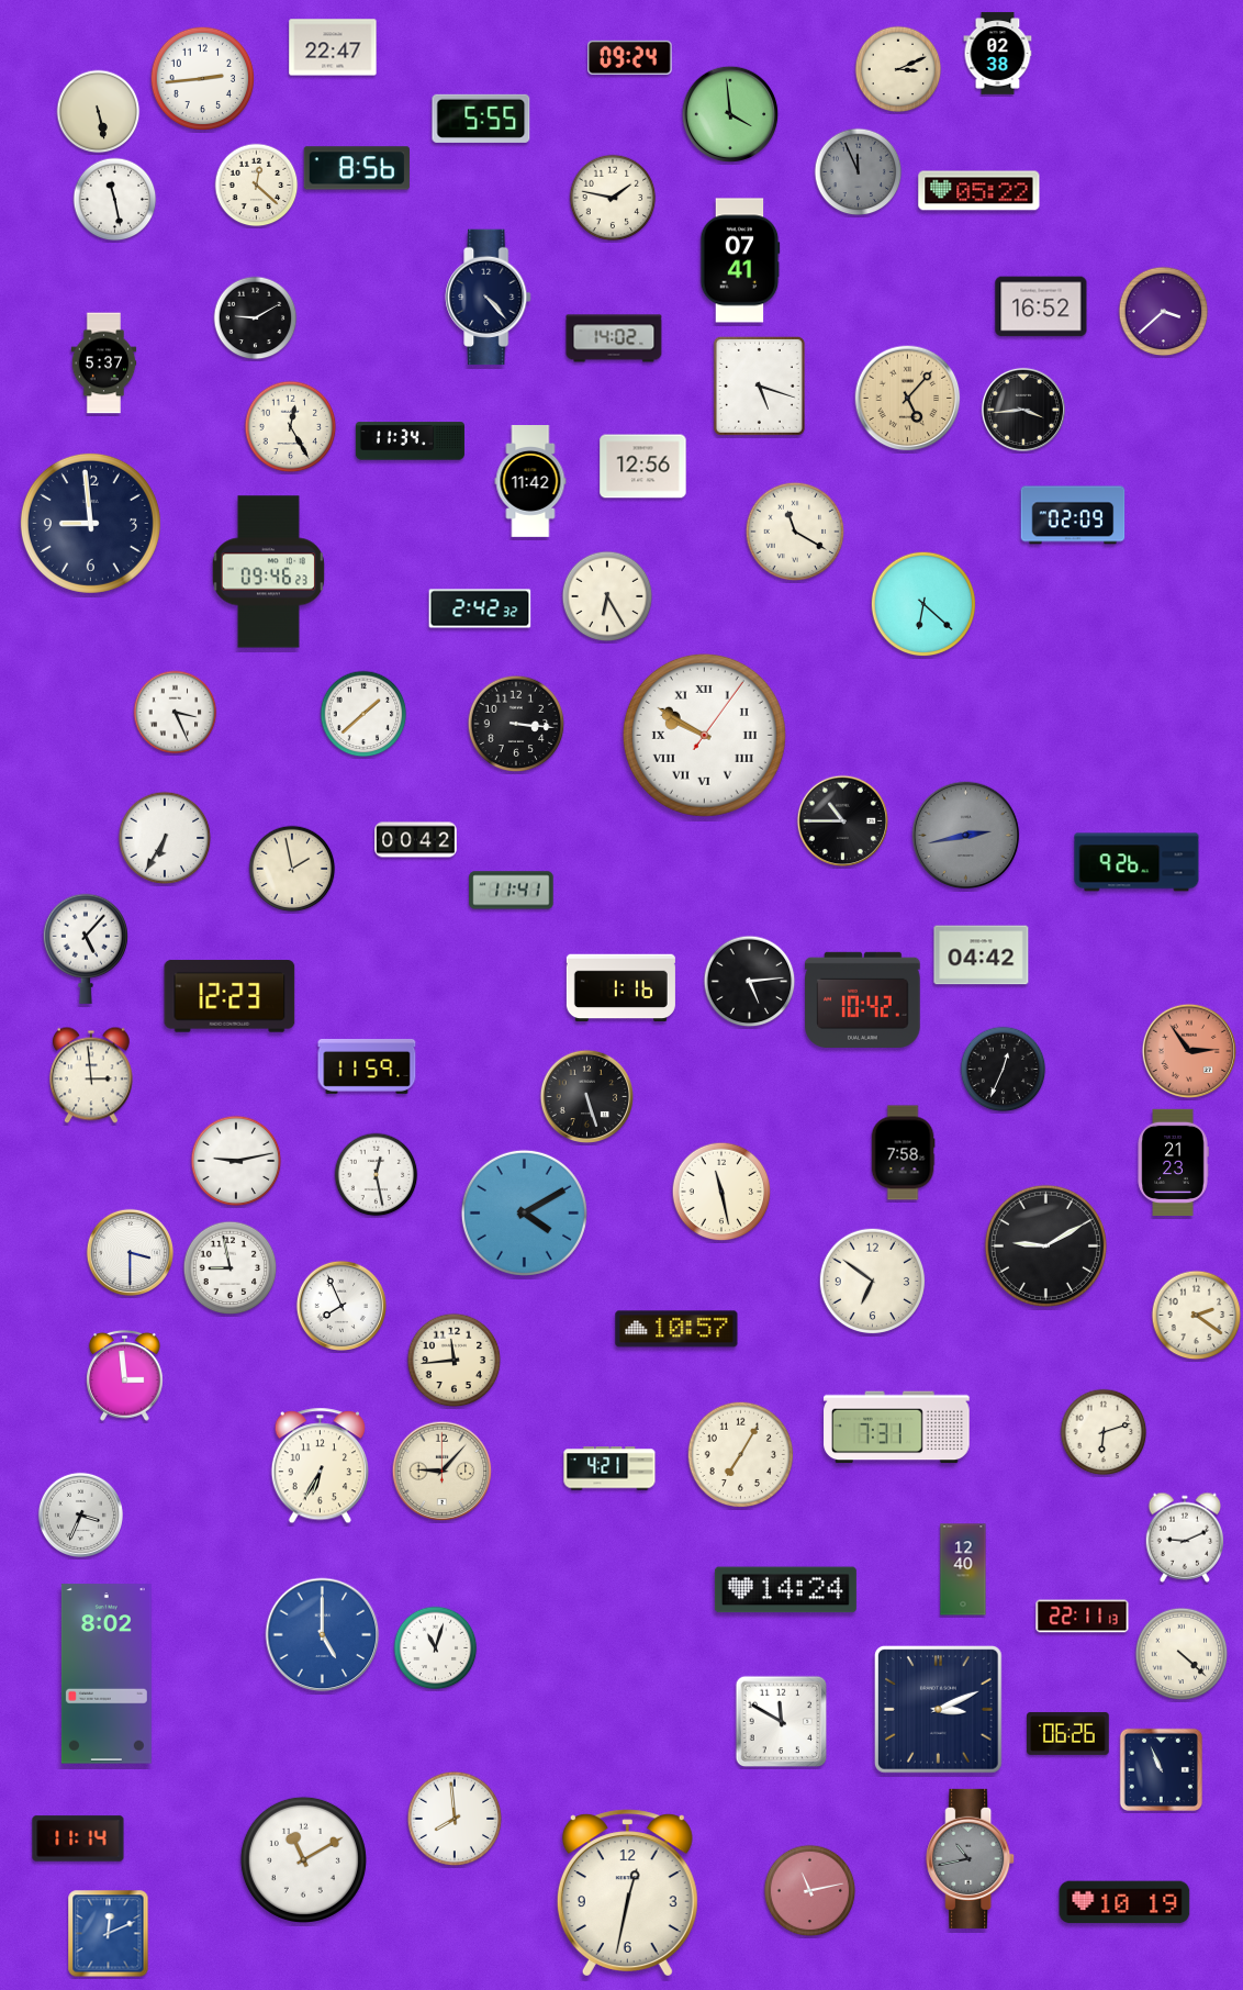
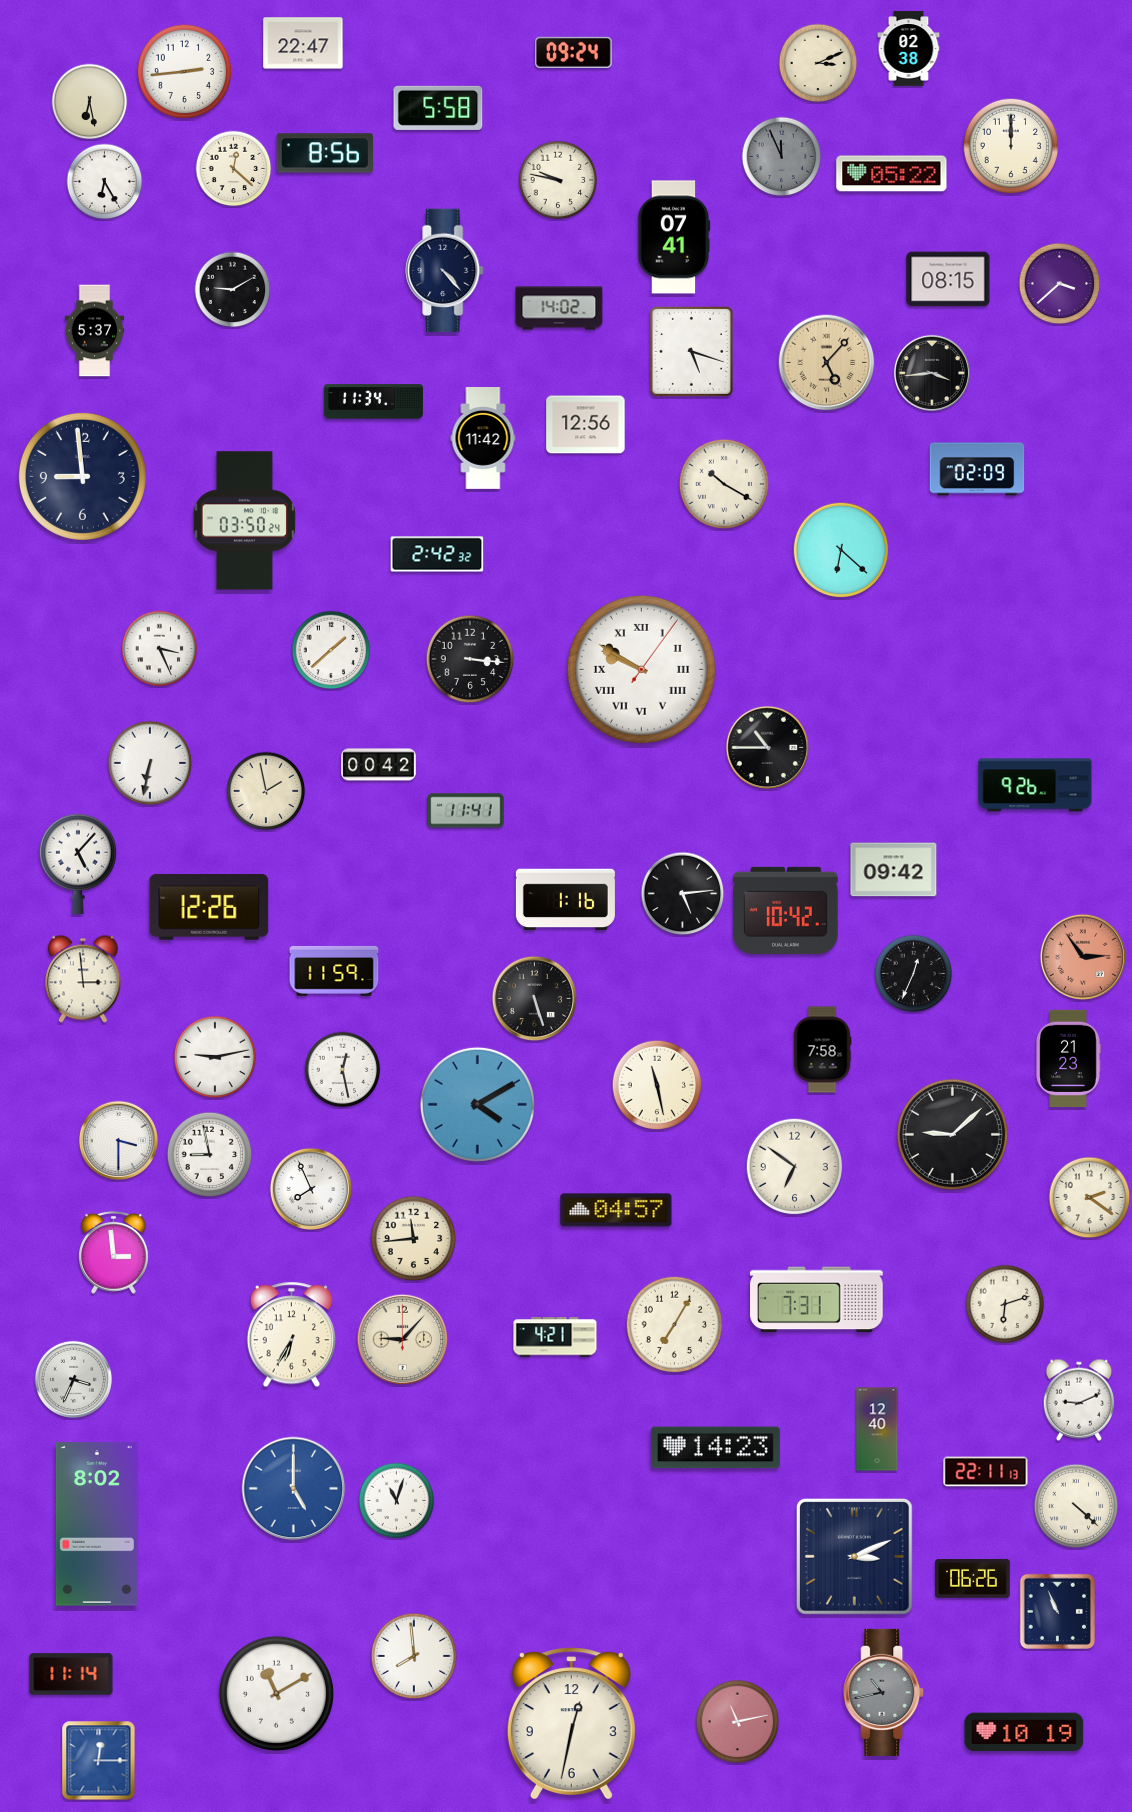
clock at (99, 112): 5:28 -> 6:28
clock at (730, 114): 3:59 -> none
clock at (481, 119): 5:55 -> 5:58
clock at (1011, 146): none -> 12:00
clock at (613, 198): 1:47 -> 9:47
clock at (115, 200): 11:28 -> 6:25
clock at (1041, 306): 16:52 -> 08:15
clock at (291, 427): 12:25 -> none
clock at (795, 532): 11:20 -> 10:20
clock at (268, 572): 09:46 -> 03:50
clock at (607, 596): 6:25 -> none
clock at (966, 836): 2:43 -> none
clock at (165, 838): 6:35 -> 6:32
clock at (982, 955): 04:42 -> 09:42
clock at (229, 996): 12:23 -> 12:26
clock at (1045, 1245): 9:10 -> 9:08
clock at (676, 1329): 10:57 -> 04:57
clock at (785, 1590): 14:24 -> 14:23
clock at (782, 1722): 11:50 -> none
clock at (109, 1934): 12:11 -> 12:15
